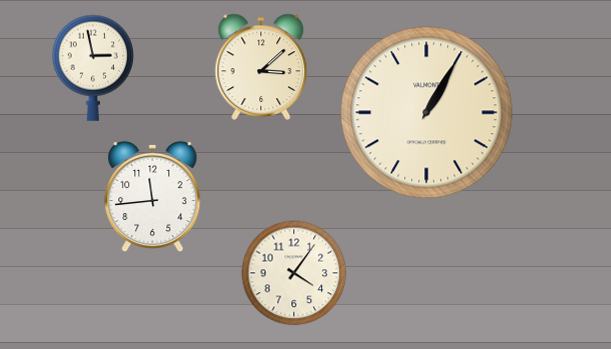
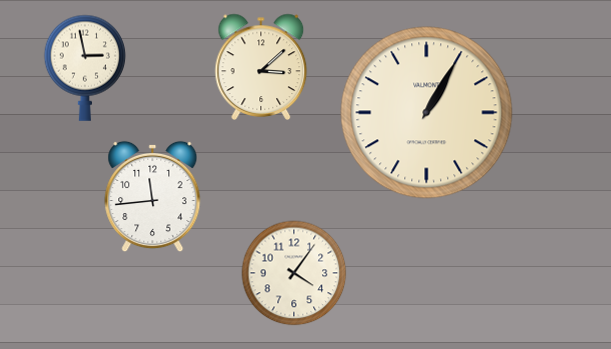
clock at (93, 68) position: (93, 68) -> (85, 68)
